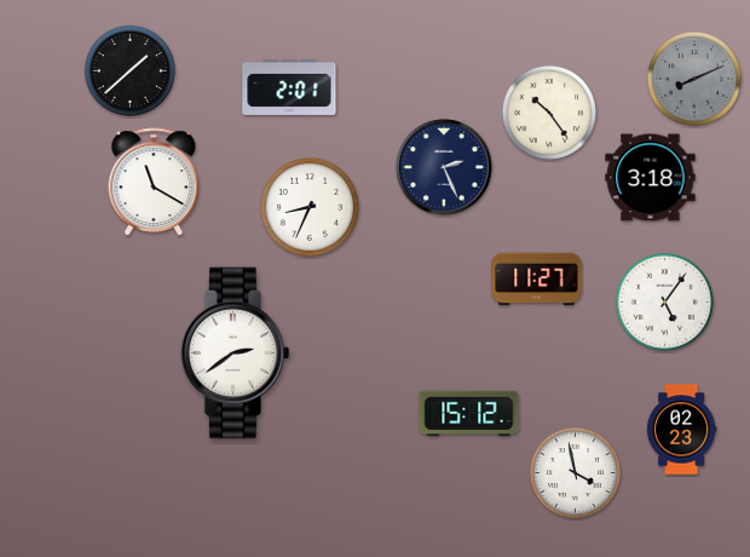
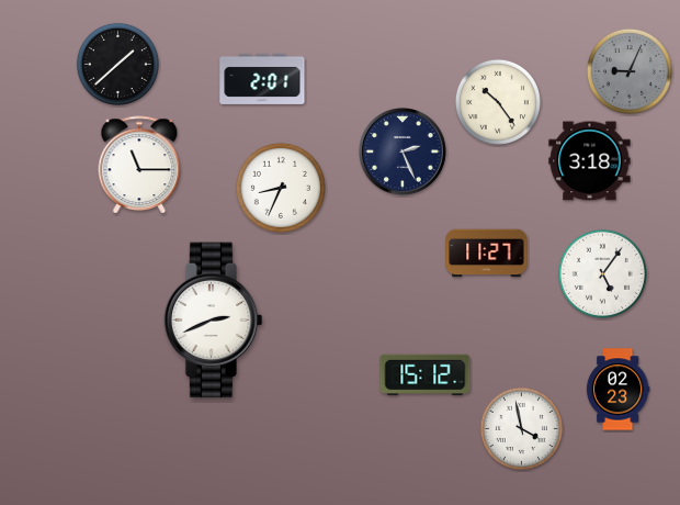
clock at (694, 79): 8:11 -> 9:04
clock at (154, 183): 11:20 -> 11:15
clock at (236, 354): 2:39 -> 2:41
